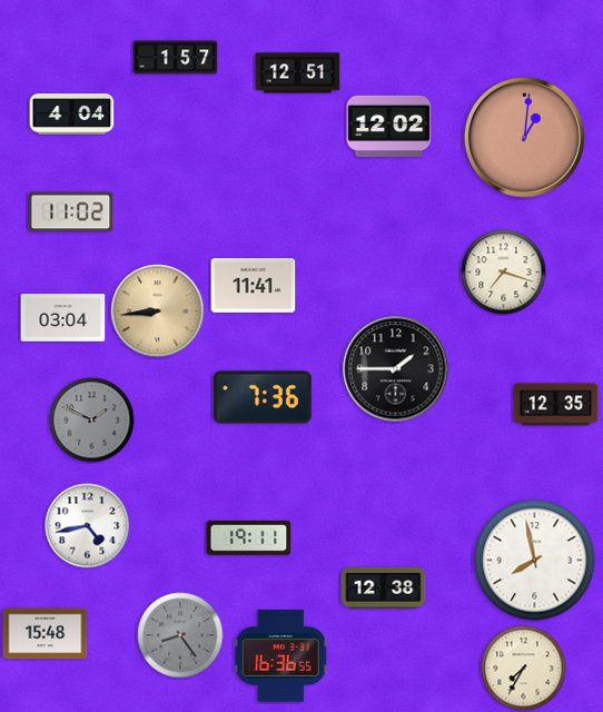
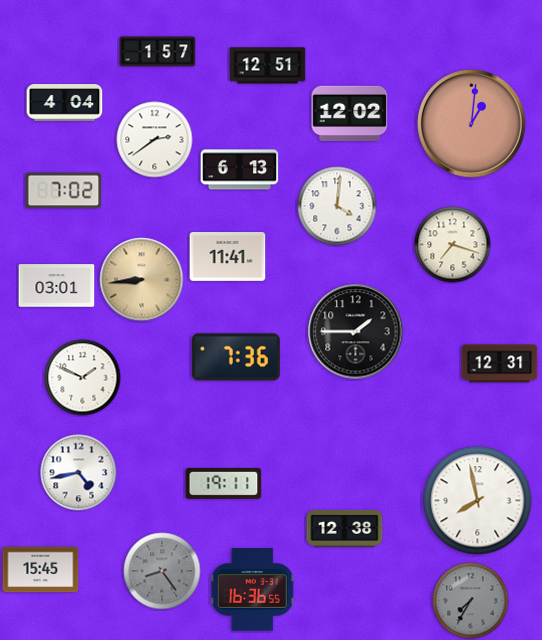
clock at (155, 140): none -> 2:39
clock at (240, 170): none -> 6:13
clock at (71, 212): 11:02 -> 7:02
clock at (337, 206): none -> 4:01
clock at (63, 318): 03:04 -> 03:01
clock at (556, 405): 12:35 -> 12:31
clock at (92, 421) dial: grey -> white
clock at (535, 561) position: (535, 561) -> (478, 501)
clock at (46, 634): 15:48 -> 15:45
clock at (524, 669) dial: cream -> grey
